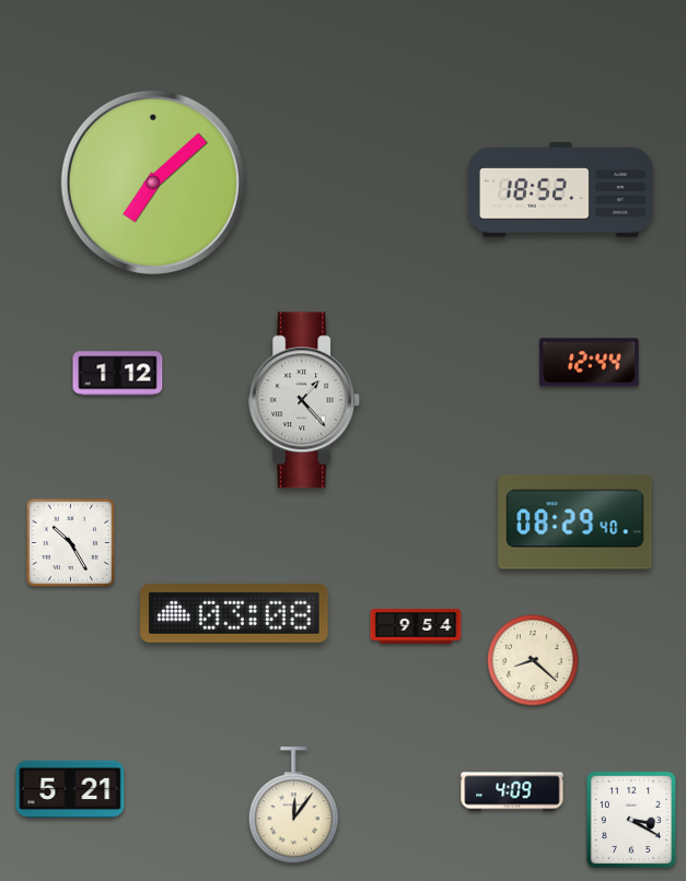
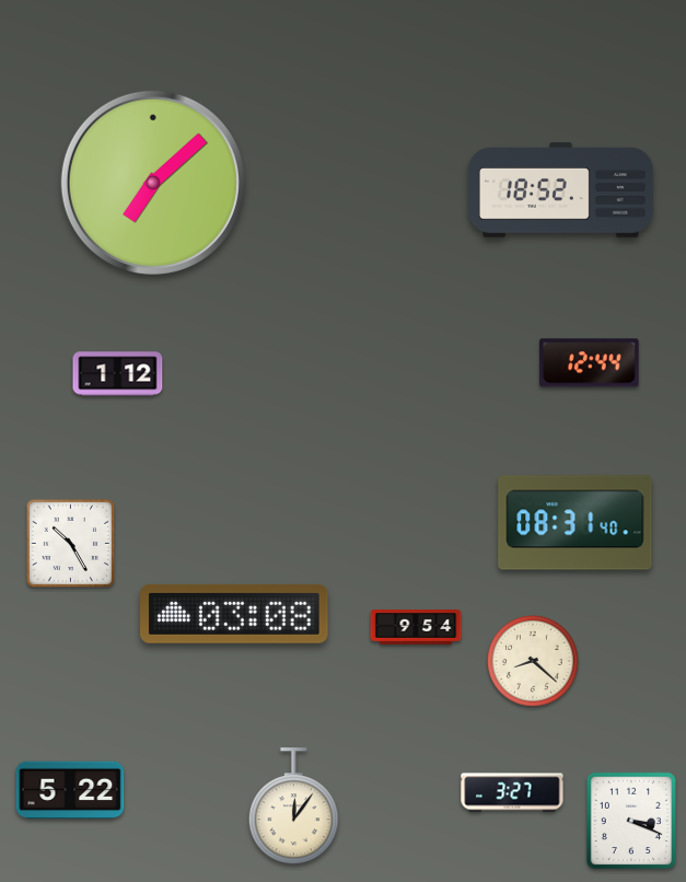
clock at (305, 400): 1:23 -> none
clock at (575, 522): 08:29 -> 08:31
clock at (70, 789): 5:21 -> 5:22
clock at (512, 791): 4:09 -> 3:27
clock at (630, 819): 3:20 -> 3:19
